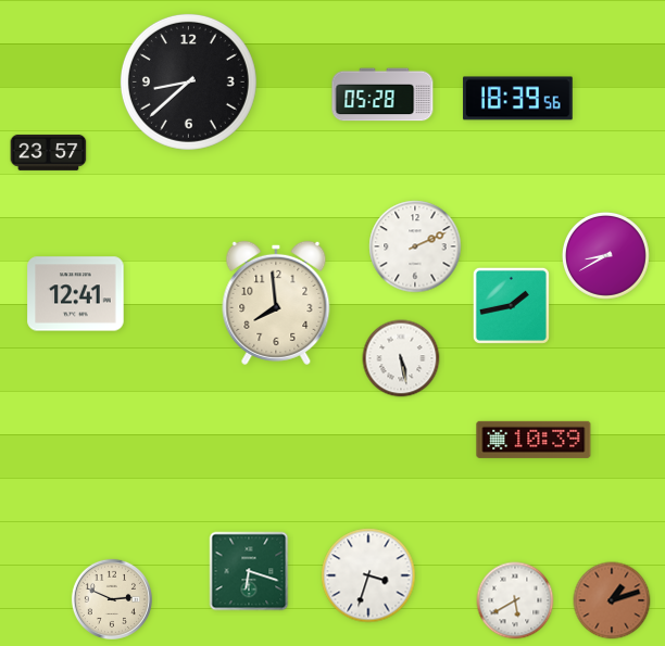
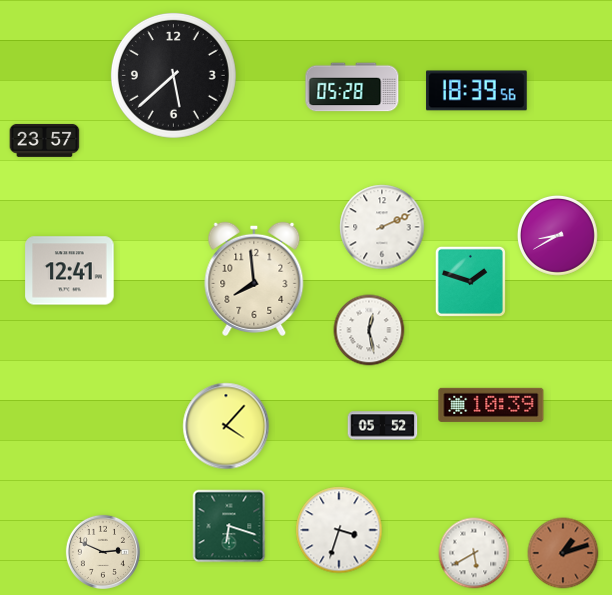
clock at (188, 81): 8:38 -> 5:38
clock at (511, 305): 1:43 -> 1:48
clock at (401, 358): 5:28 -> 12:28
clock at (226, 426): none -> 4:07
clock at (383, 426): none -> 05:52
